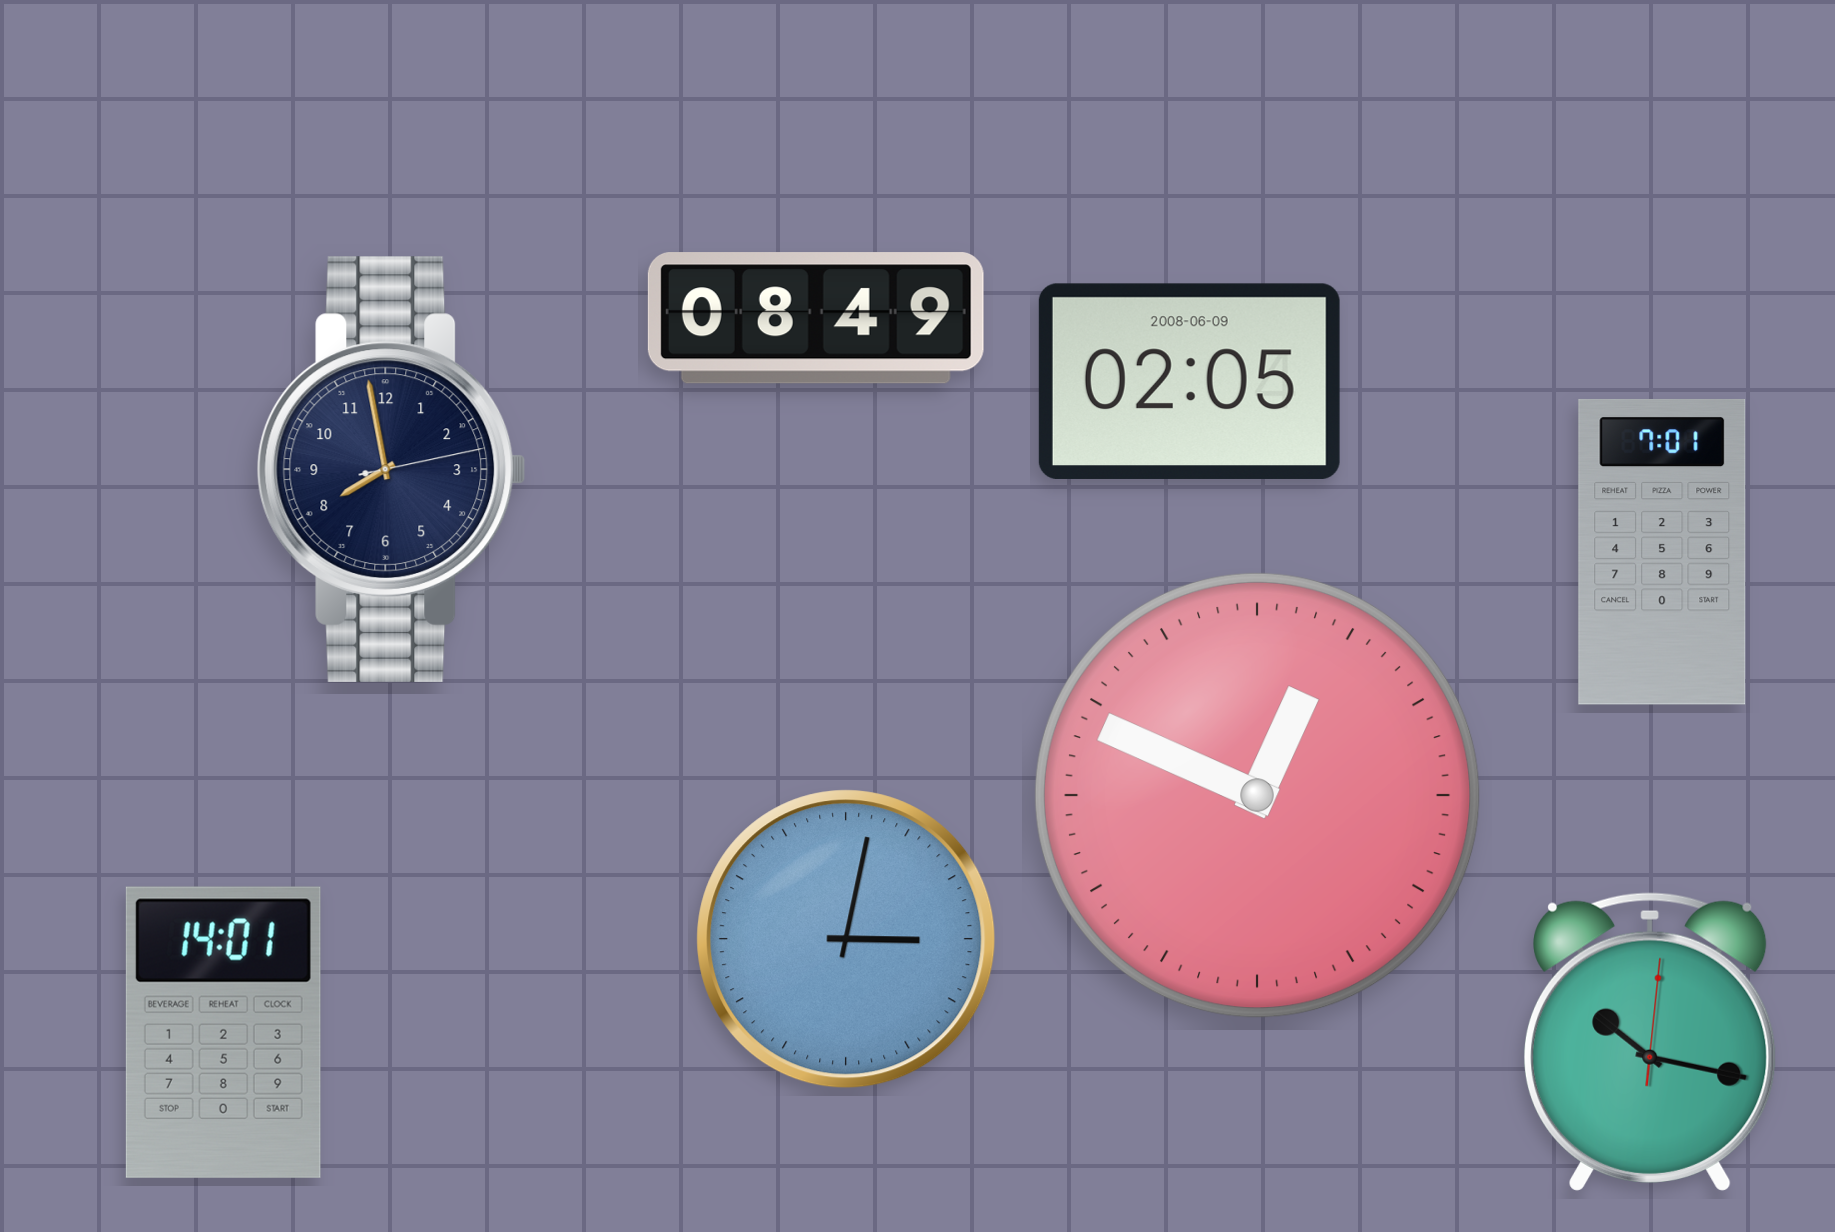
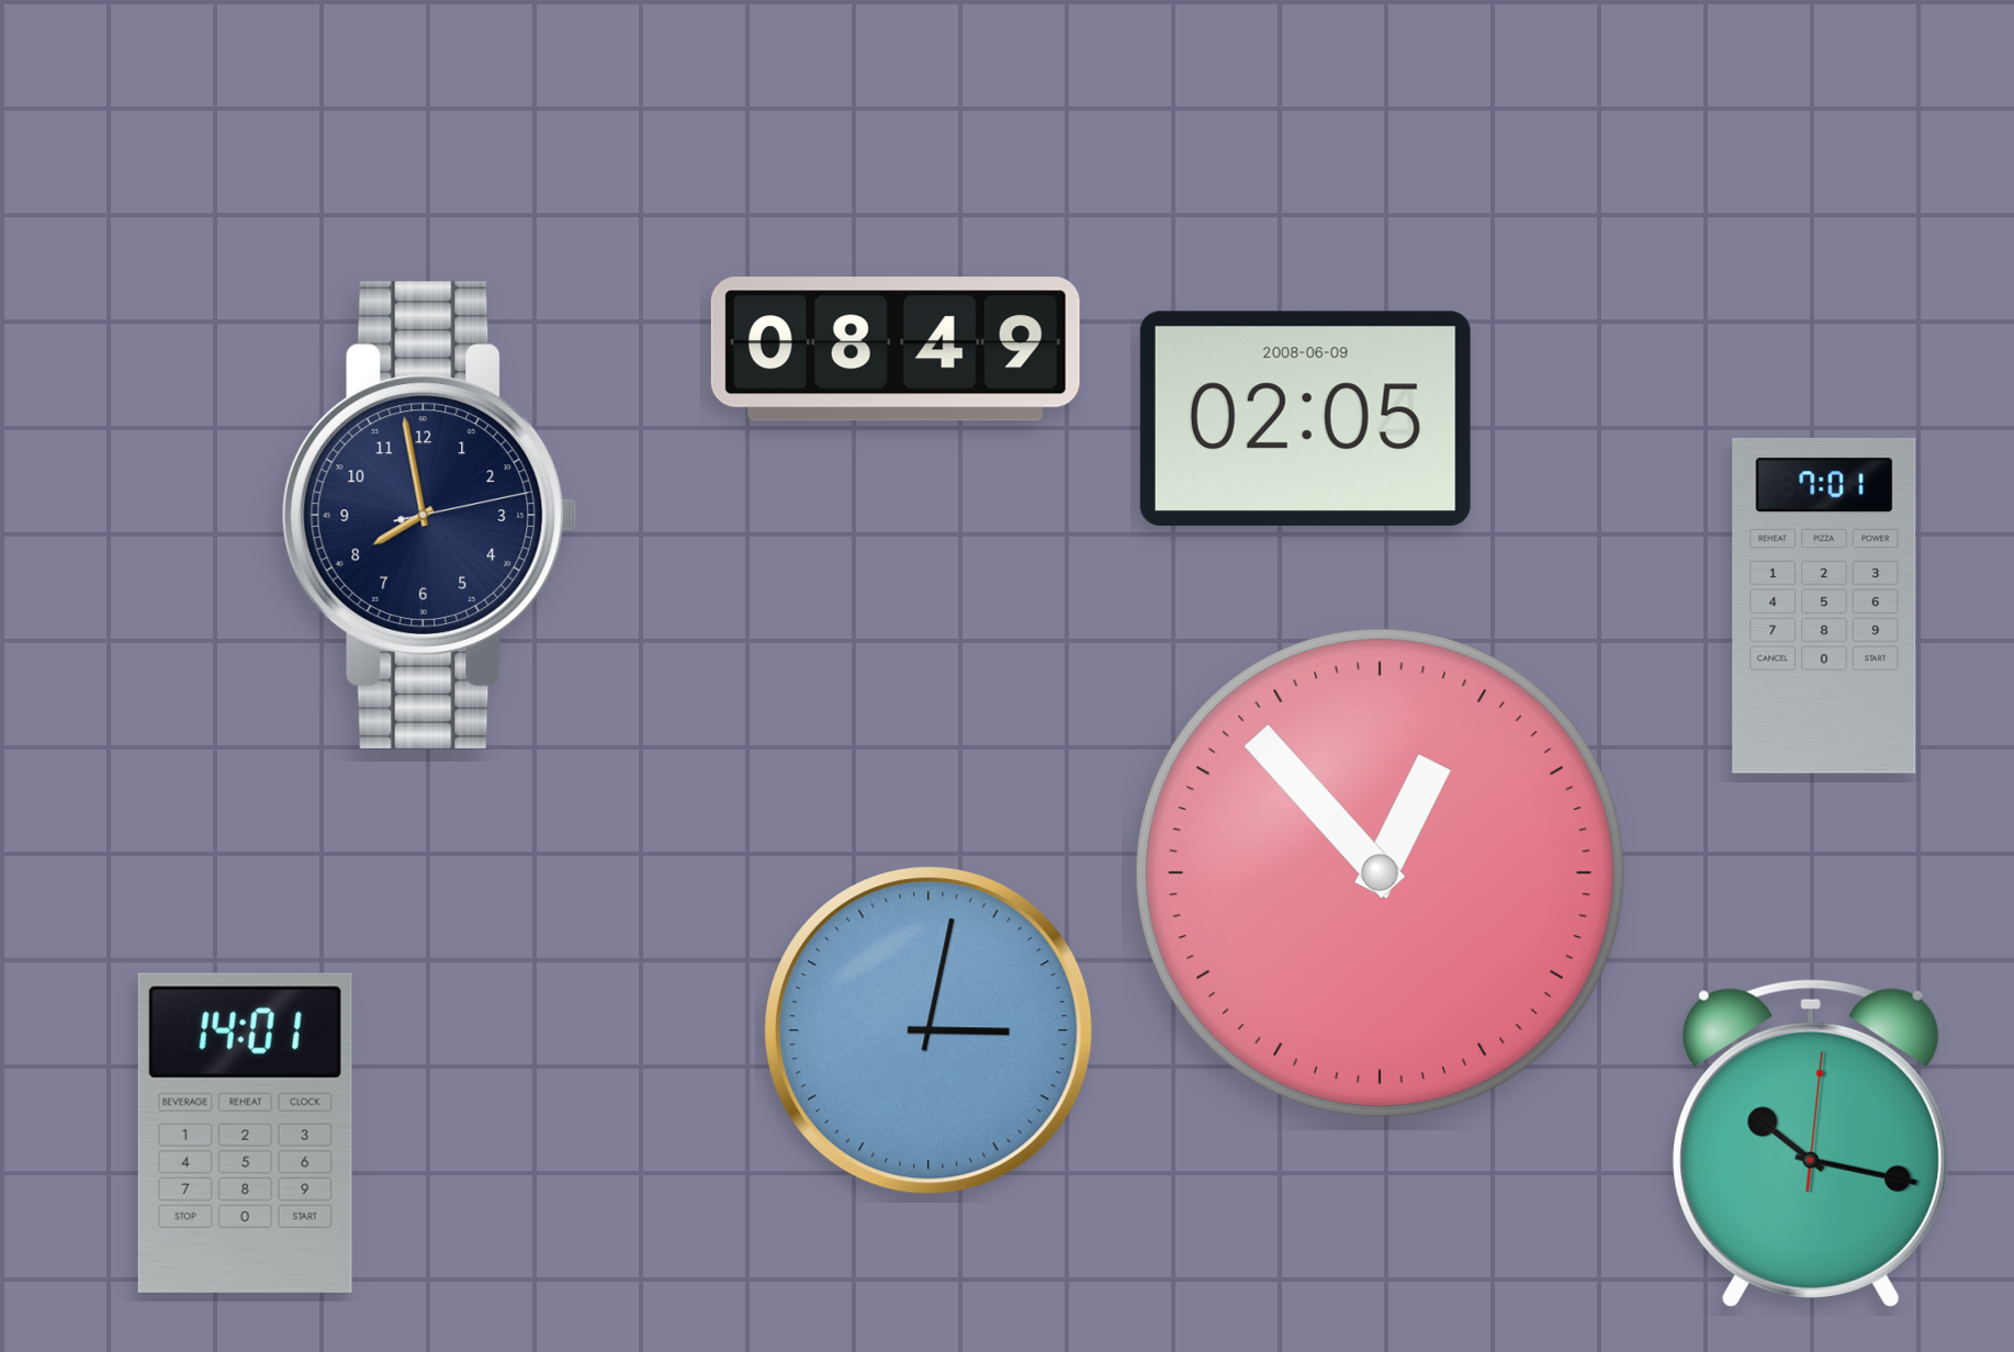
clock at (1257, 795): 12:49 -> 12:53
